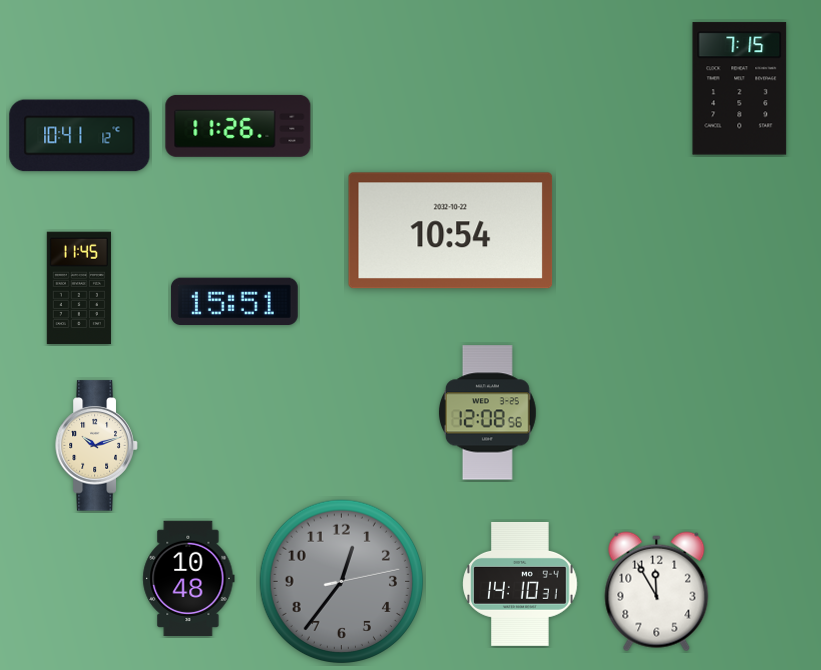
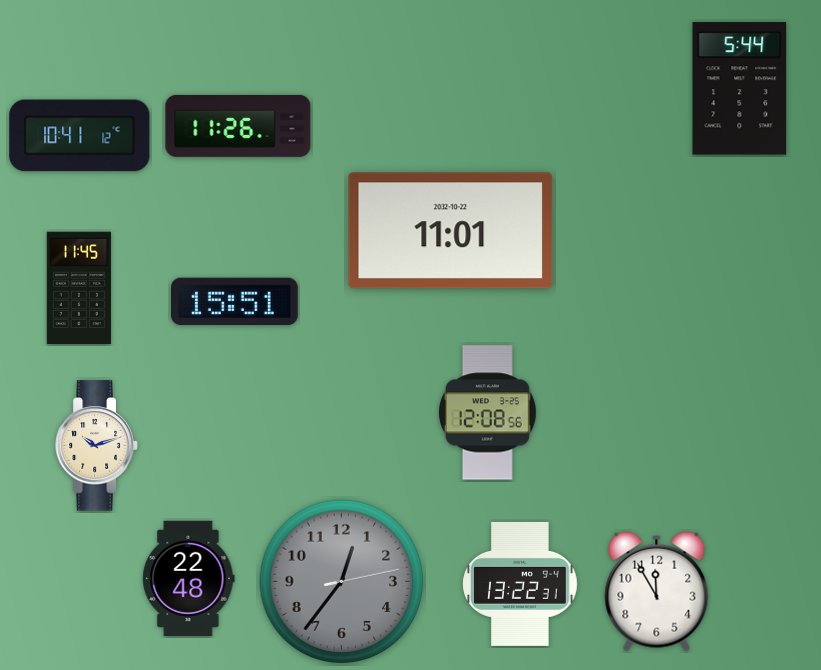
clock at (740, 89): 7:15 -> 5:44
clock at (451, 231): 10:54 -> 11:01
clock at (189, 578): 10:48 -> 22:48
clock at (520, 584): 14:10 -> 13:22
